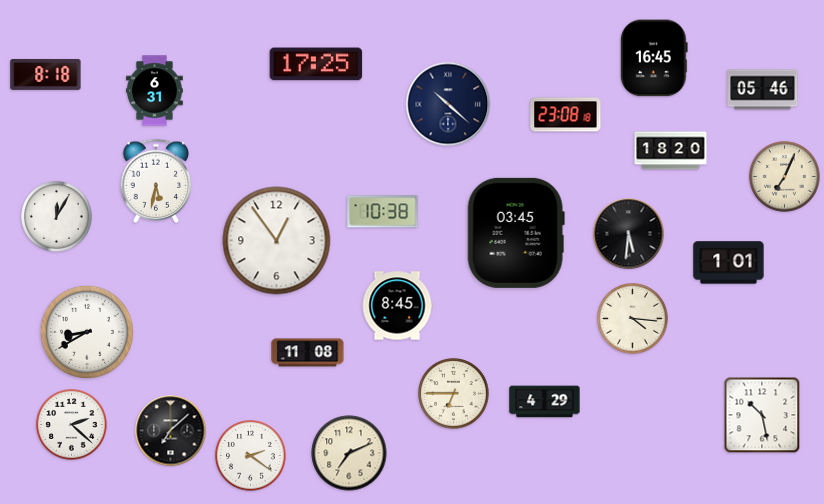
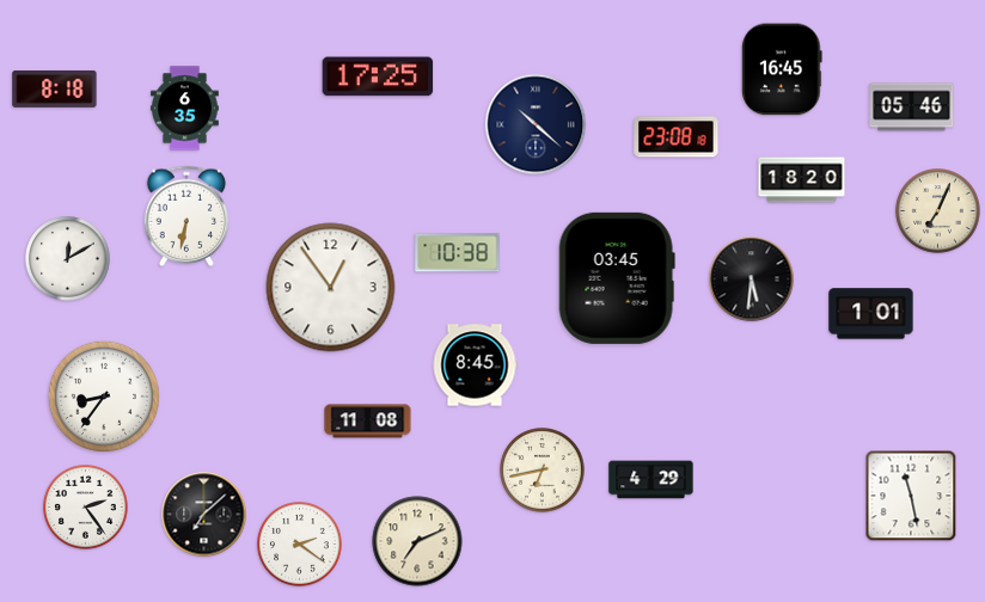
clock at (155, 91): 6:31 -> 6:35
clock at (156, 180): 5:32 -> 6:32
clock at (57, 217): 12:05 -> 12:10
clock at (633, 319): 4:16 -> none
clock at (87, 332): 8:40 -> 8:36
clock at (454, 394): 6:45 -> 6:43
clock at (762, 415): 10:28 -> 11:28
clock at (72, 425): 2:22 -> 2:24
